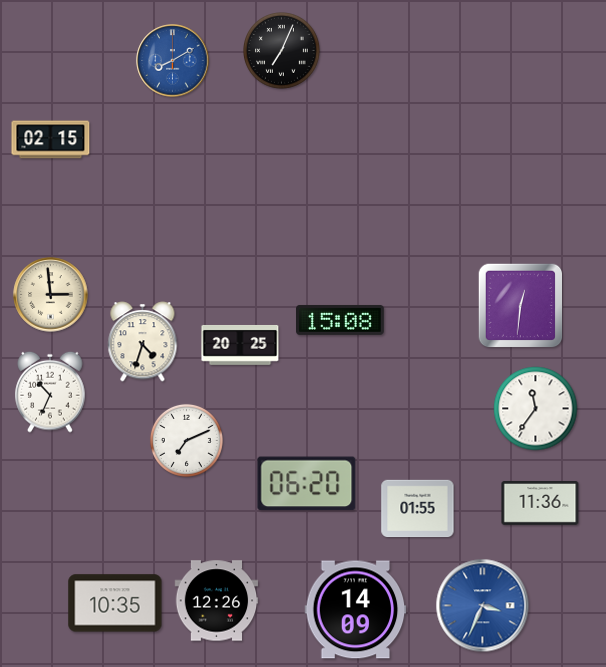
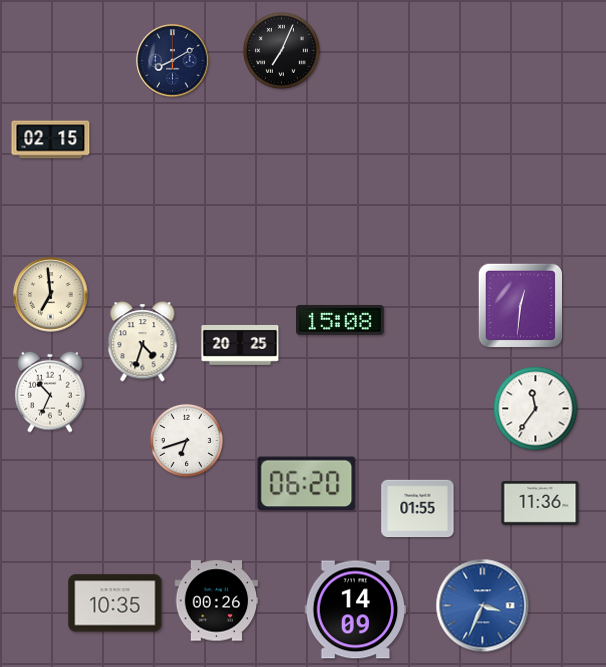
clock at (173, 61) dial: blue -> navy
clock at (51, 295): 2:59 -> 6:59
clock at (186, 440): 7:11 -> 6:42
clock at (217, 601): 12:26 -> 00:26
